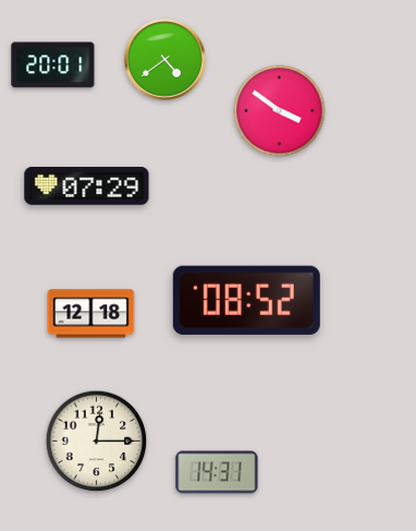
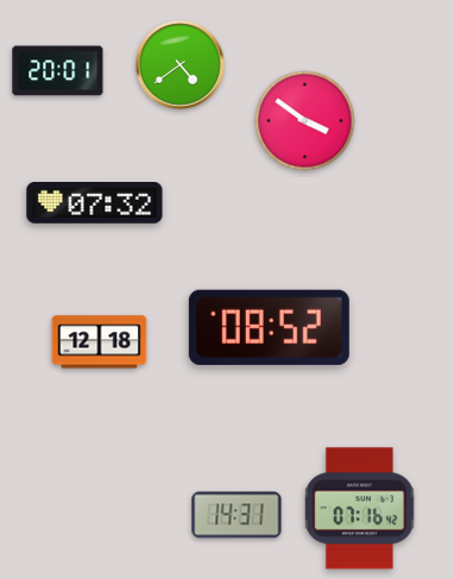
clock at (87, 186): 07:29 -> 07:32
clock at (97, 442): 12:15 -> none
clock at (359, 509): none -> 07:16
